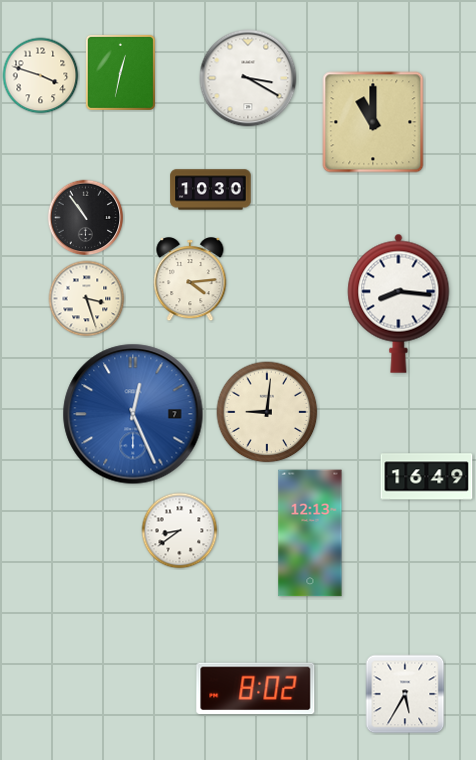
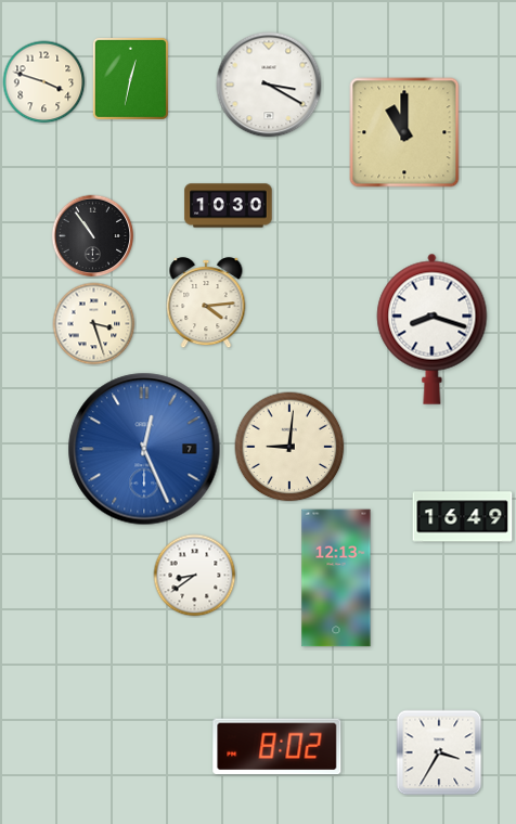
clock at (399, 303): 8:16 -> 8:18
clock at (405, 694): 5:35 -> 3:35
